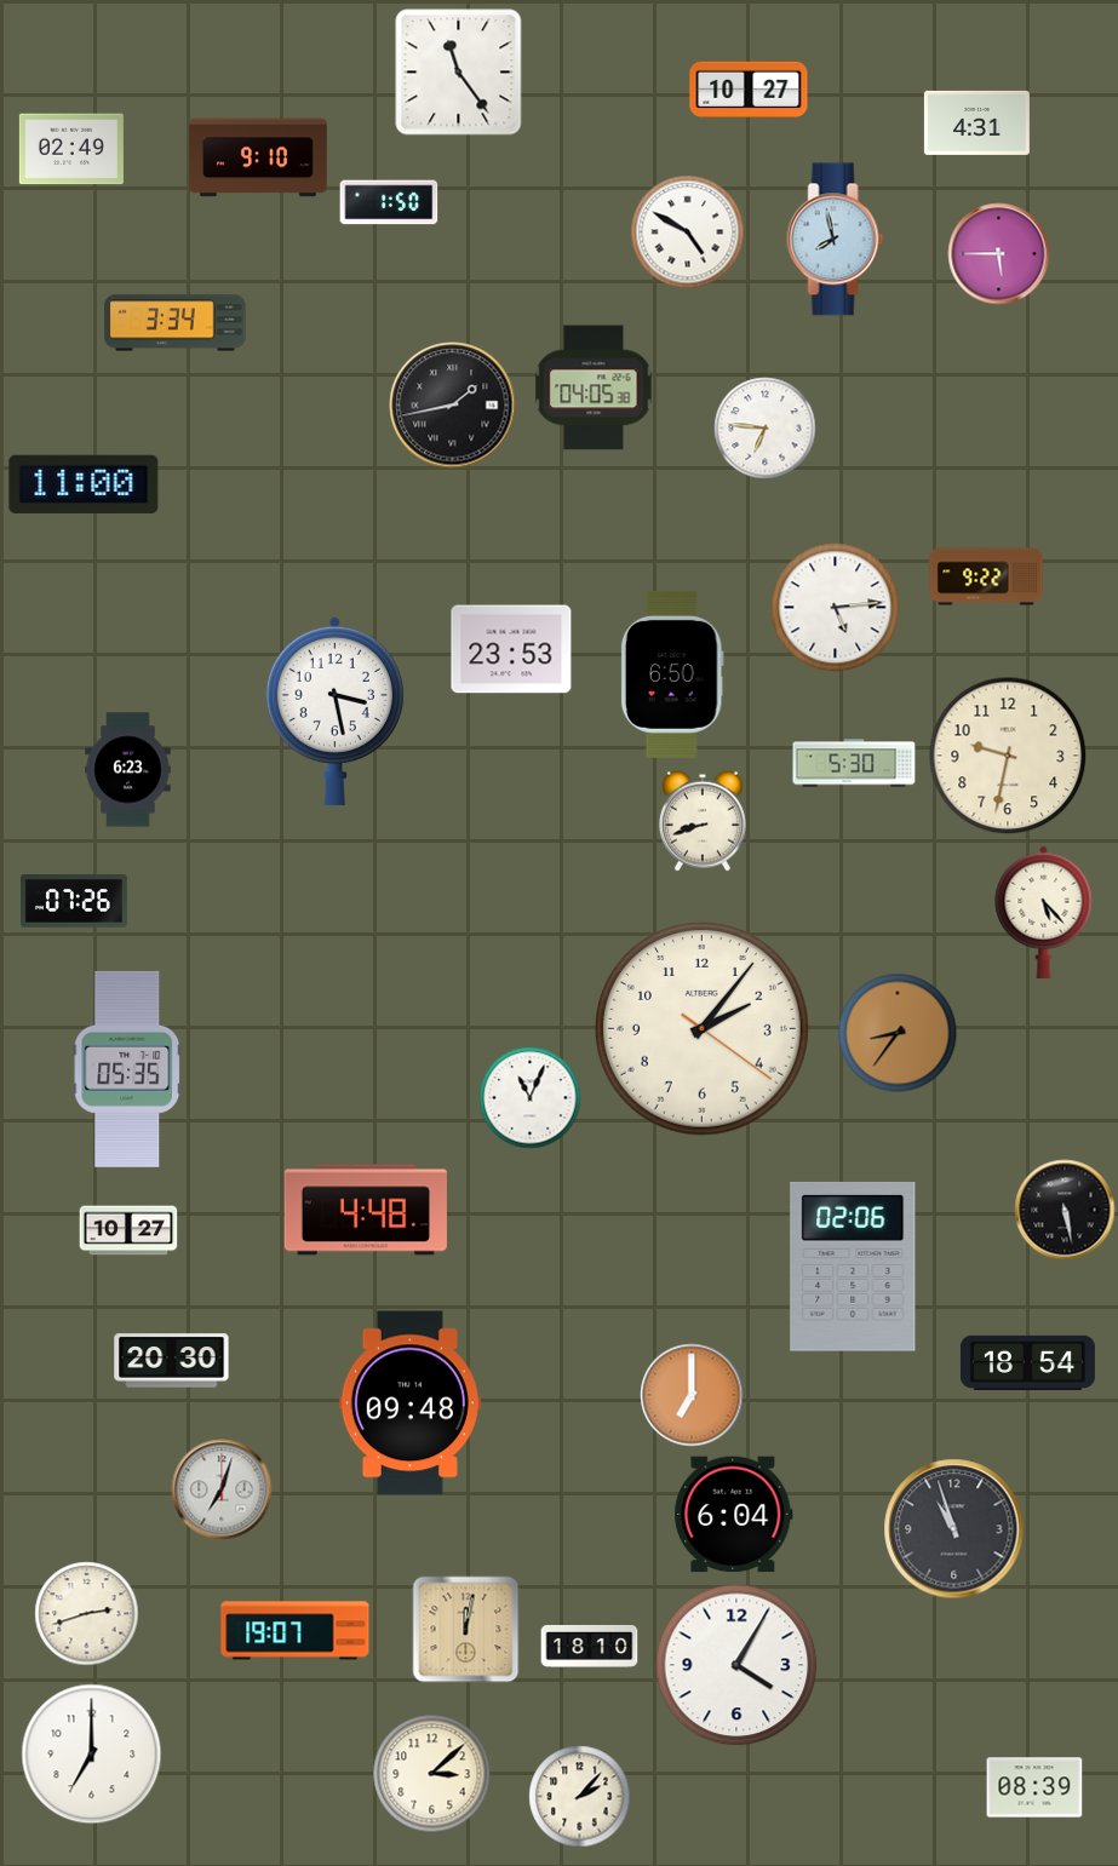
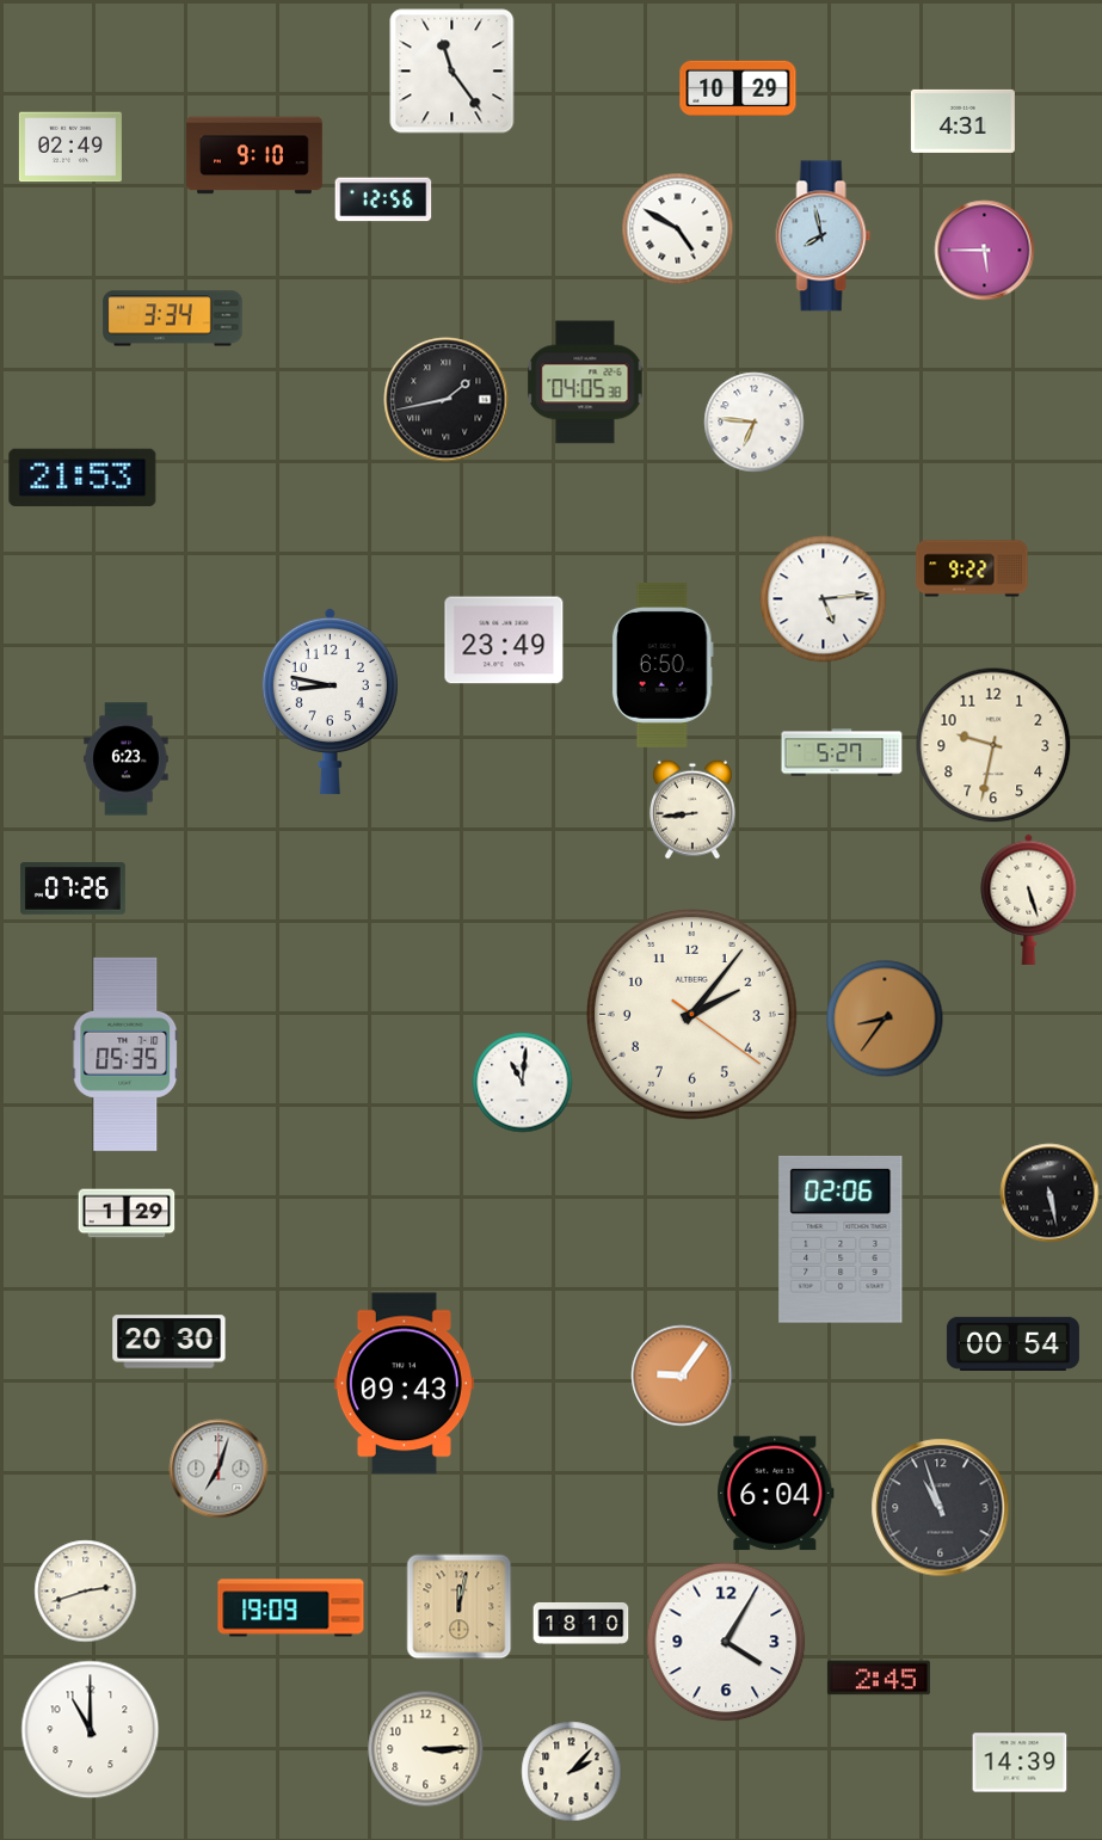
clock at (749, 90): 10:27 -> 10:29
clock at (389, 202): 1:50 -> 12:56
clock at (84, 484): 11:00 -> 21:53
clock at (511, 649): 23:53 -> 23:49
clock at (334, 711): 3:28 -> 8:47
clock at (854, 763): 5:30 -> 5:27
clock at (703, 821): 8:42 -> 8:44
clock at (1044, 912): 5:23 -> 5:27
clock at (531, 1098): 11:04 -> 11:01
clock at (366, 1210): 4:48 -> none
clock at (128, 1230): 10:27 -> 1:29
clock at (853, 1267) position: (853, 1267) -> (841, 1239)
clock at (1027, 1362): 18:54 -> 00:54
clock at (692, 1395): 7:00 -> 9:06
clock at (409, 1403): 09:48 -> 09:43
clock at (734, 1515) position: (734, 1515) -> (776, 1494)
clock at (296, 1631): 19:07 -> 19:09
clock at (879, 1678): none -> 2:45
clock at (92, 1755): 7:00 -> 11:00
clock at (432, 1774): 3:08 -> 3:15
clock at (1034, 1787): 08:39 -> 14:39
